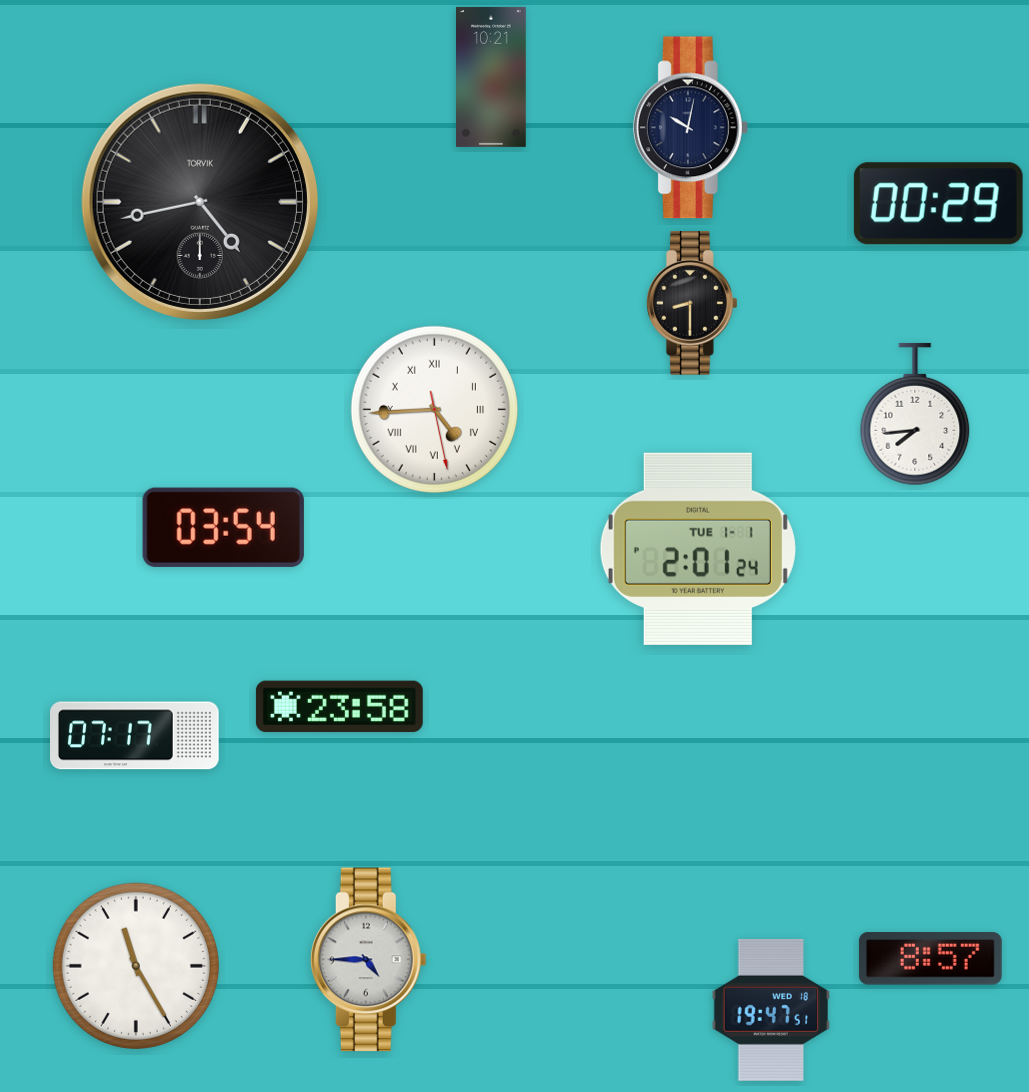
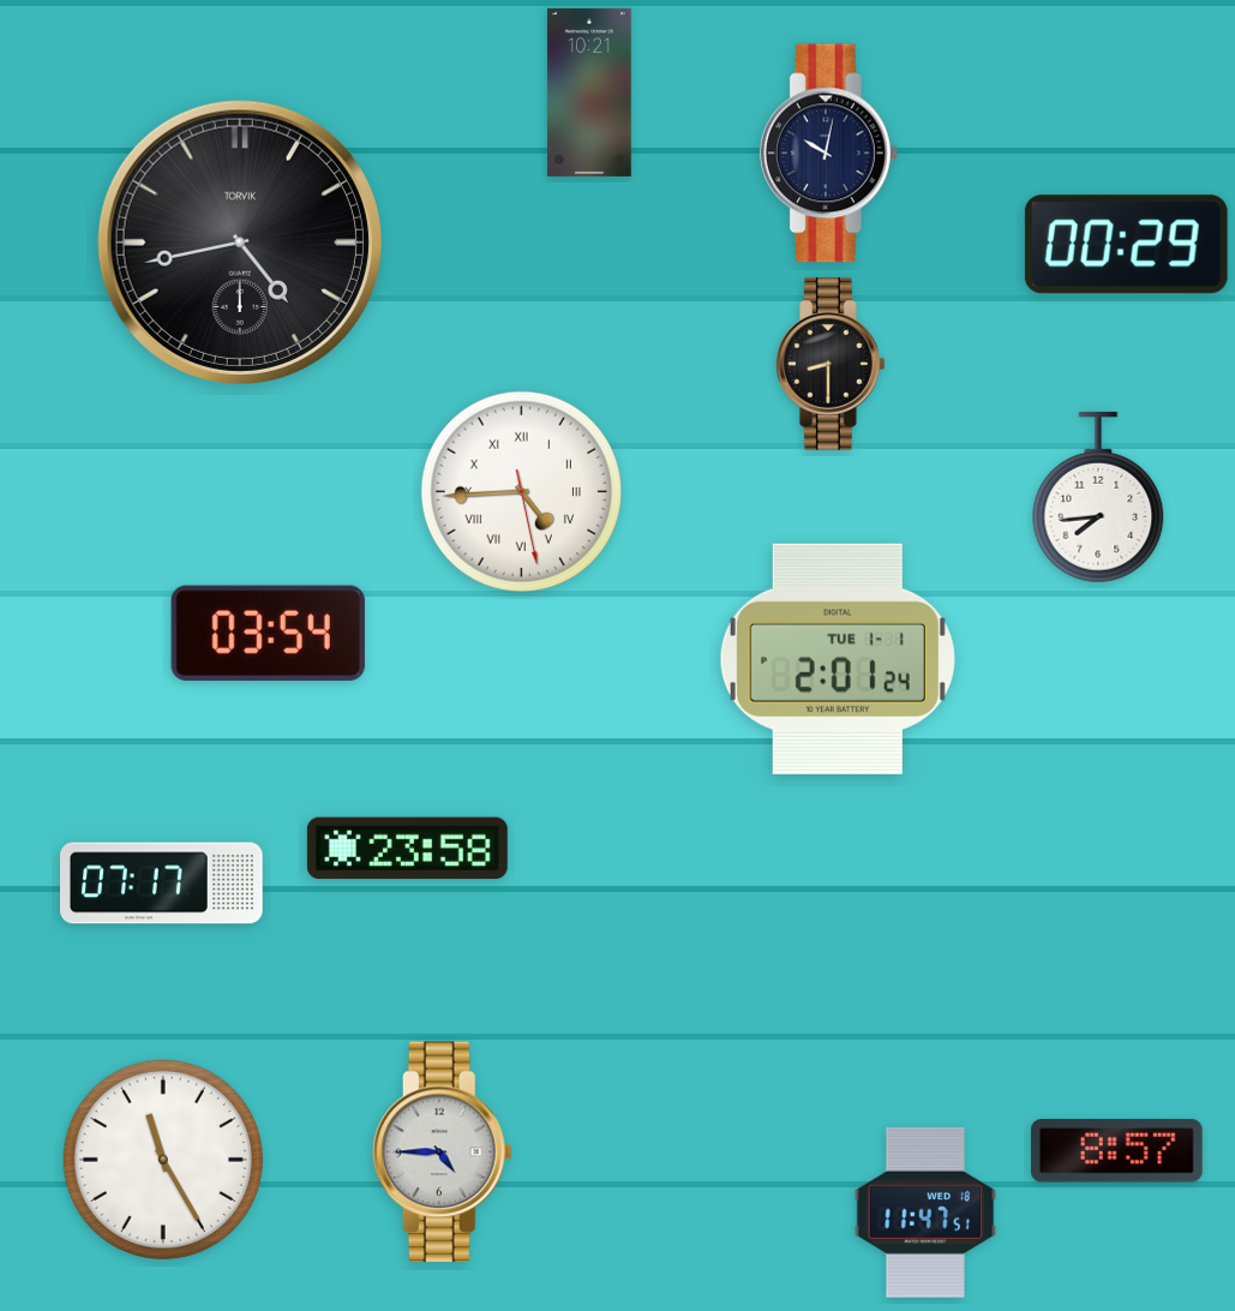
clock at (771, 1010): 19:47 -> 11:47
